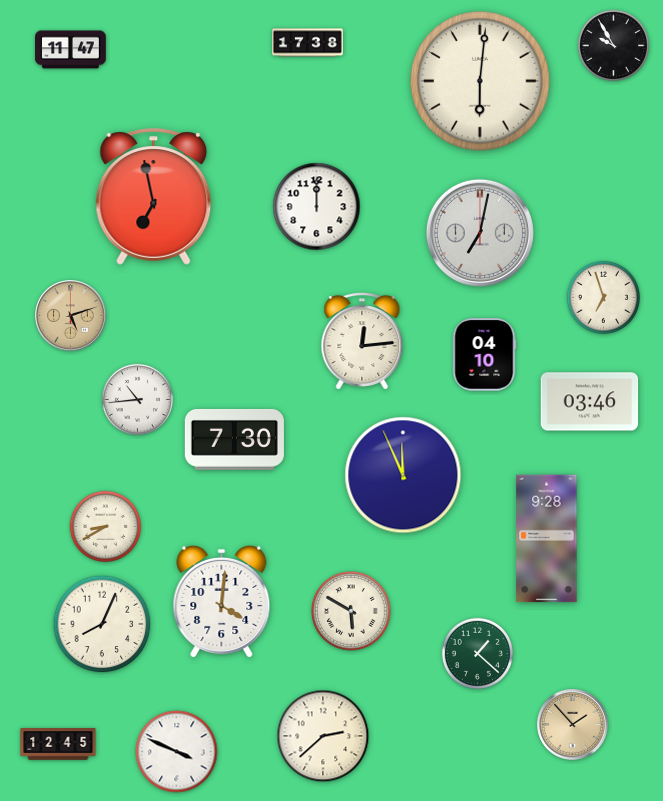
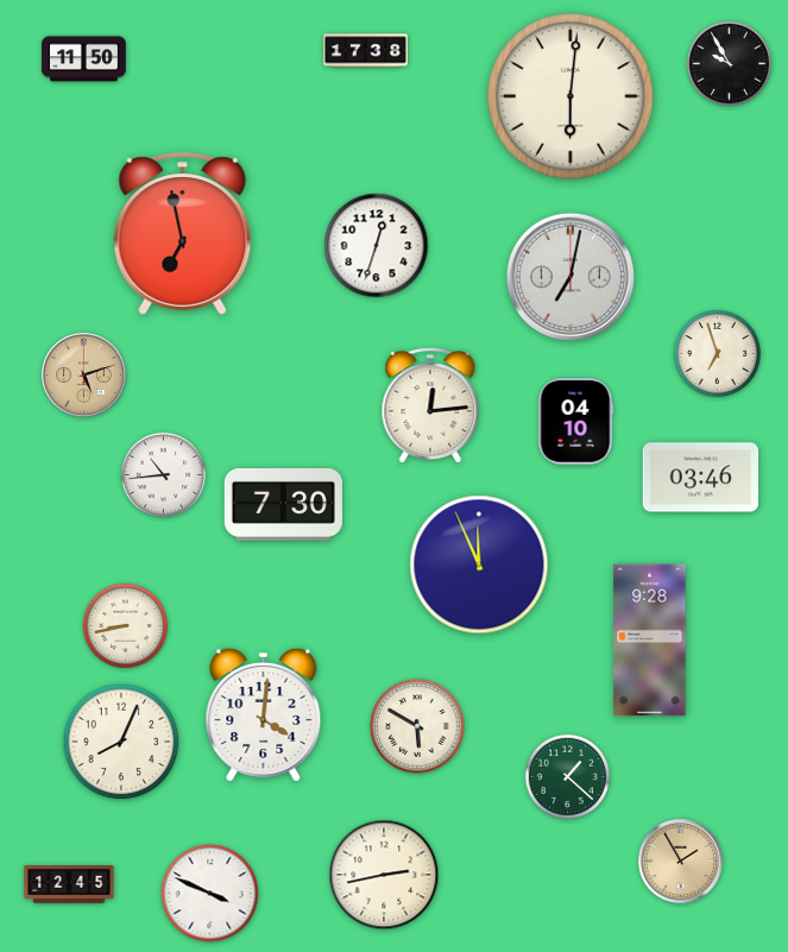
clock at (614, 46) position: (614, 46) -> (730, 64)
clock at (71, 50): 11:47 -> 11:50
clock at (317, 207): 12:00 -> 12:33
clock at (234, 439) position: (234, 439) -> (283, 504)
clock at (106, 527): 8:40 -> 8:43
clock at (573, 725): 1:53 -> 1:55
clock at (323, 736): 2:38 -> 2:43
